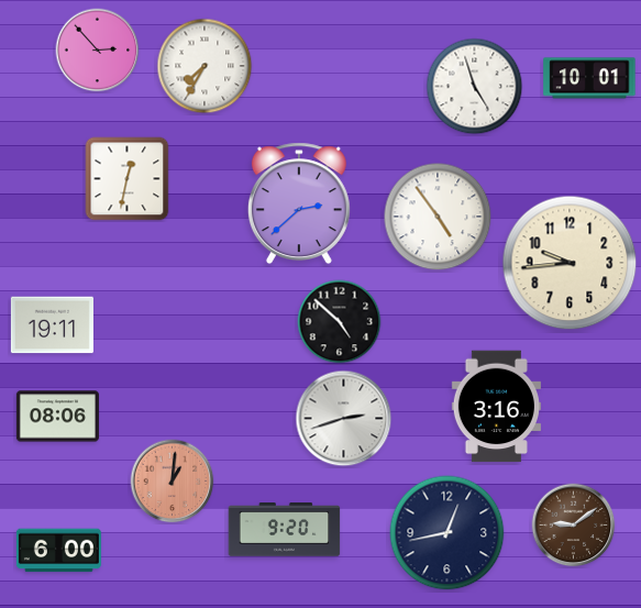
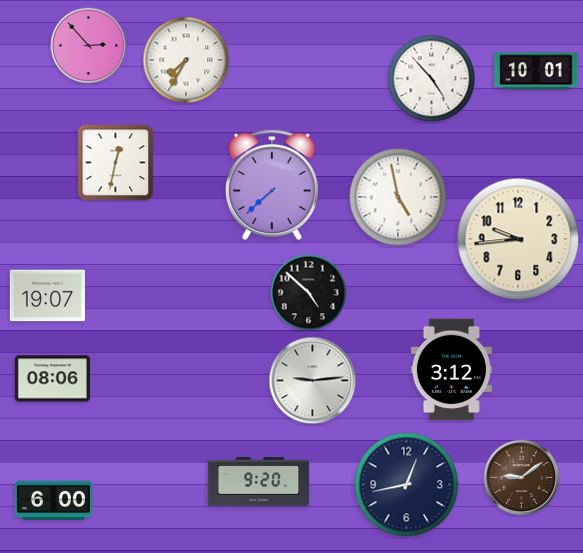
clock at (475, 87): 4:57 -> 4:53
clock at (299, 203): 2:38 -> 7:38
clock at (438, 217): 4:54 -> 4:58
clock at (52, 325): 19:11 -> 19:07
clock at (496, 407): 3:16 -> 3:12
clock at (344, 419): 2:42 -> 9:14
clock at (173, 482): 1:01 -> none
